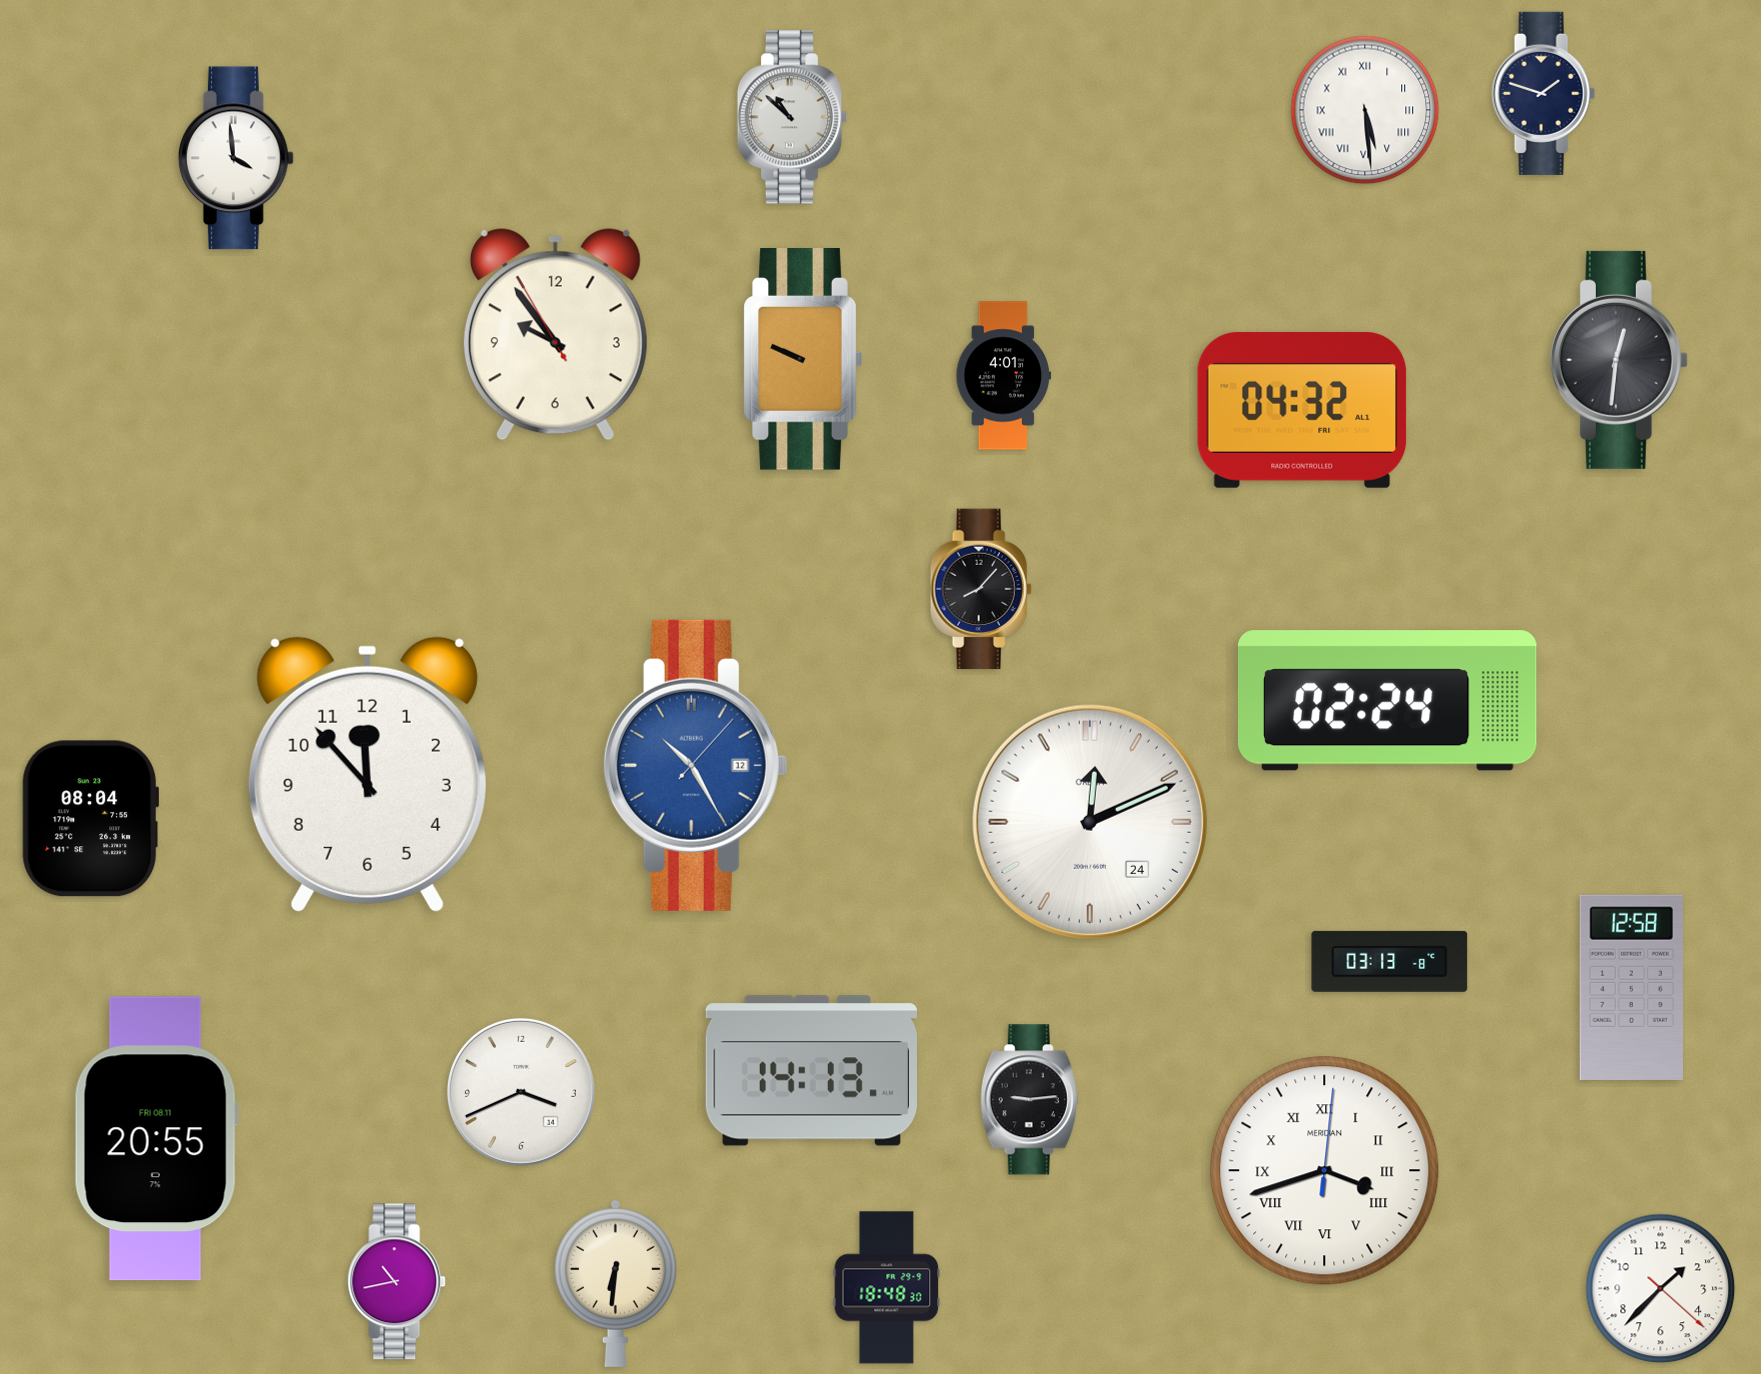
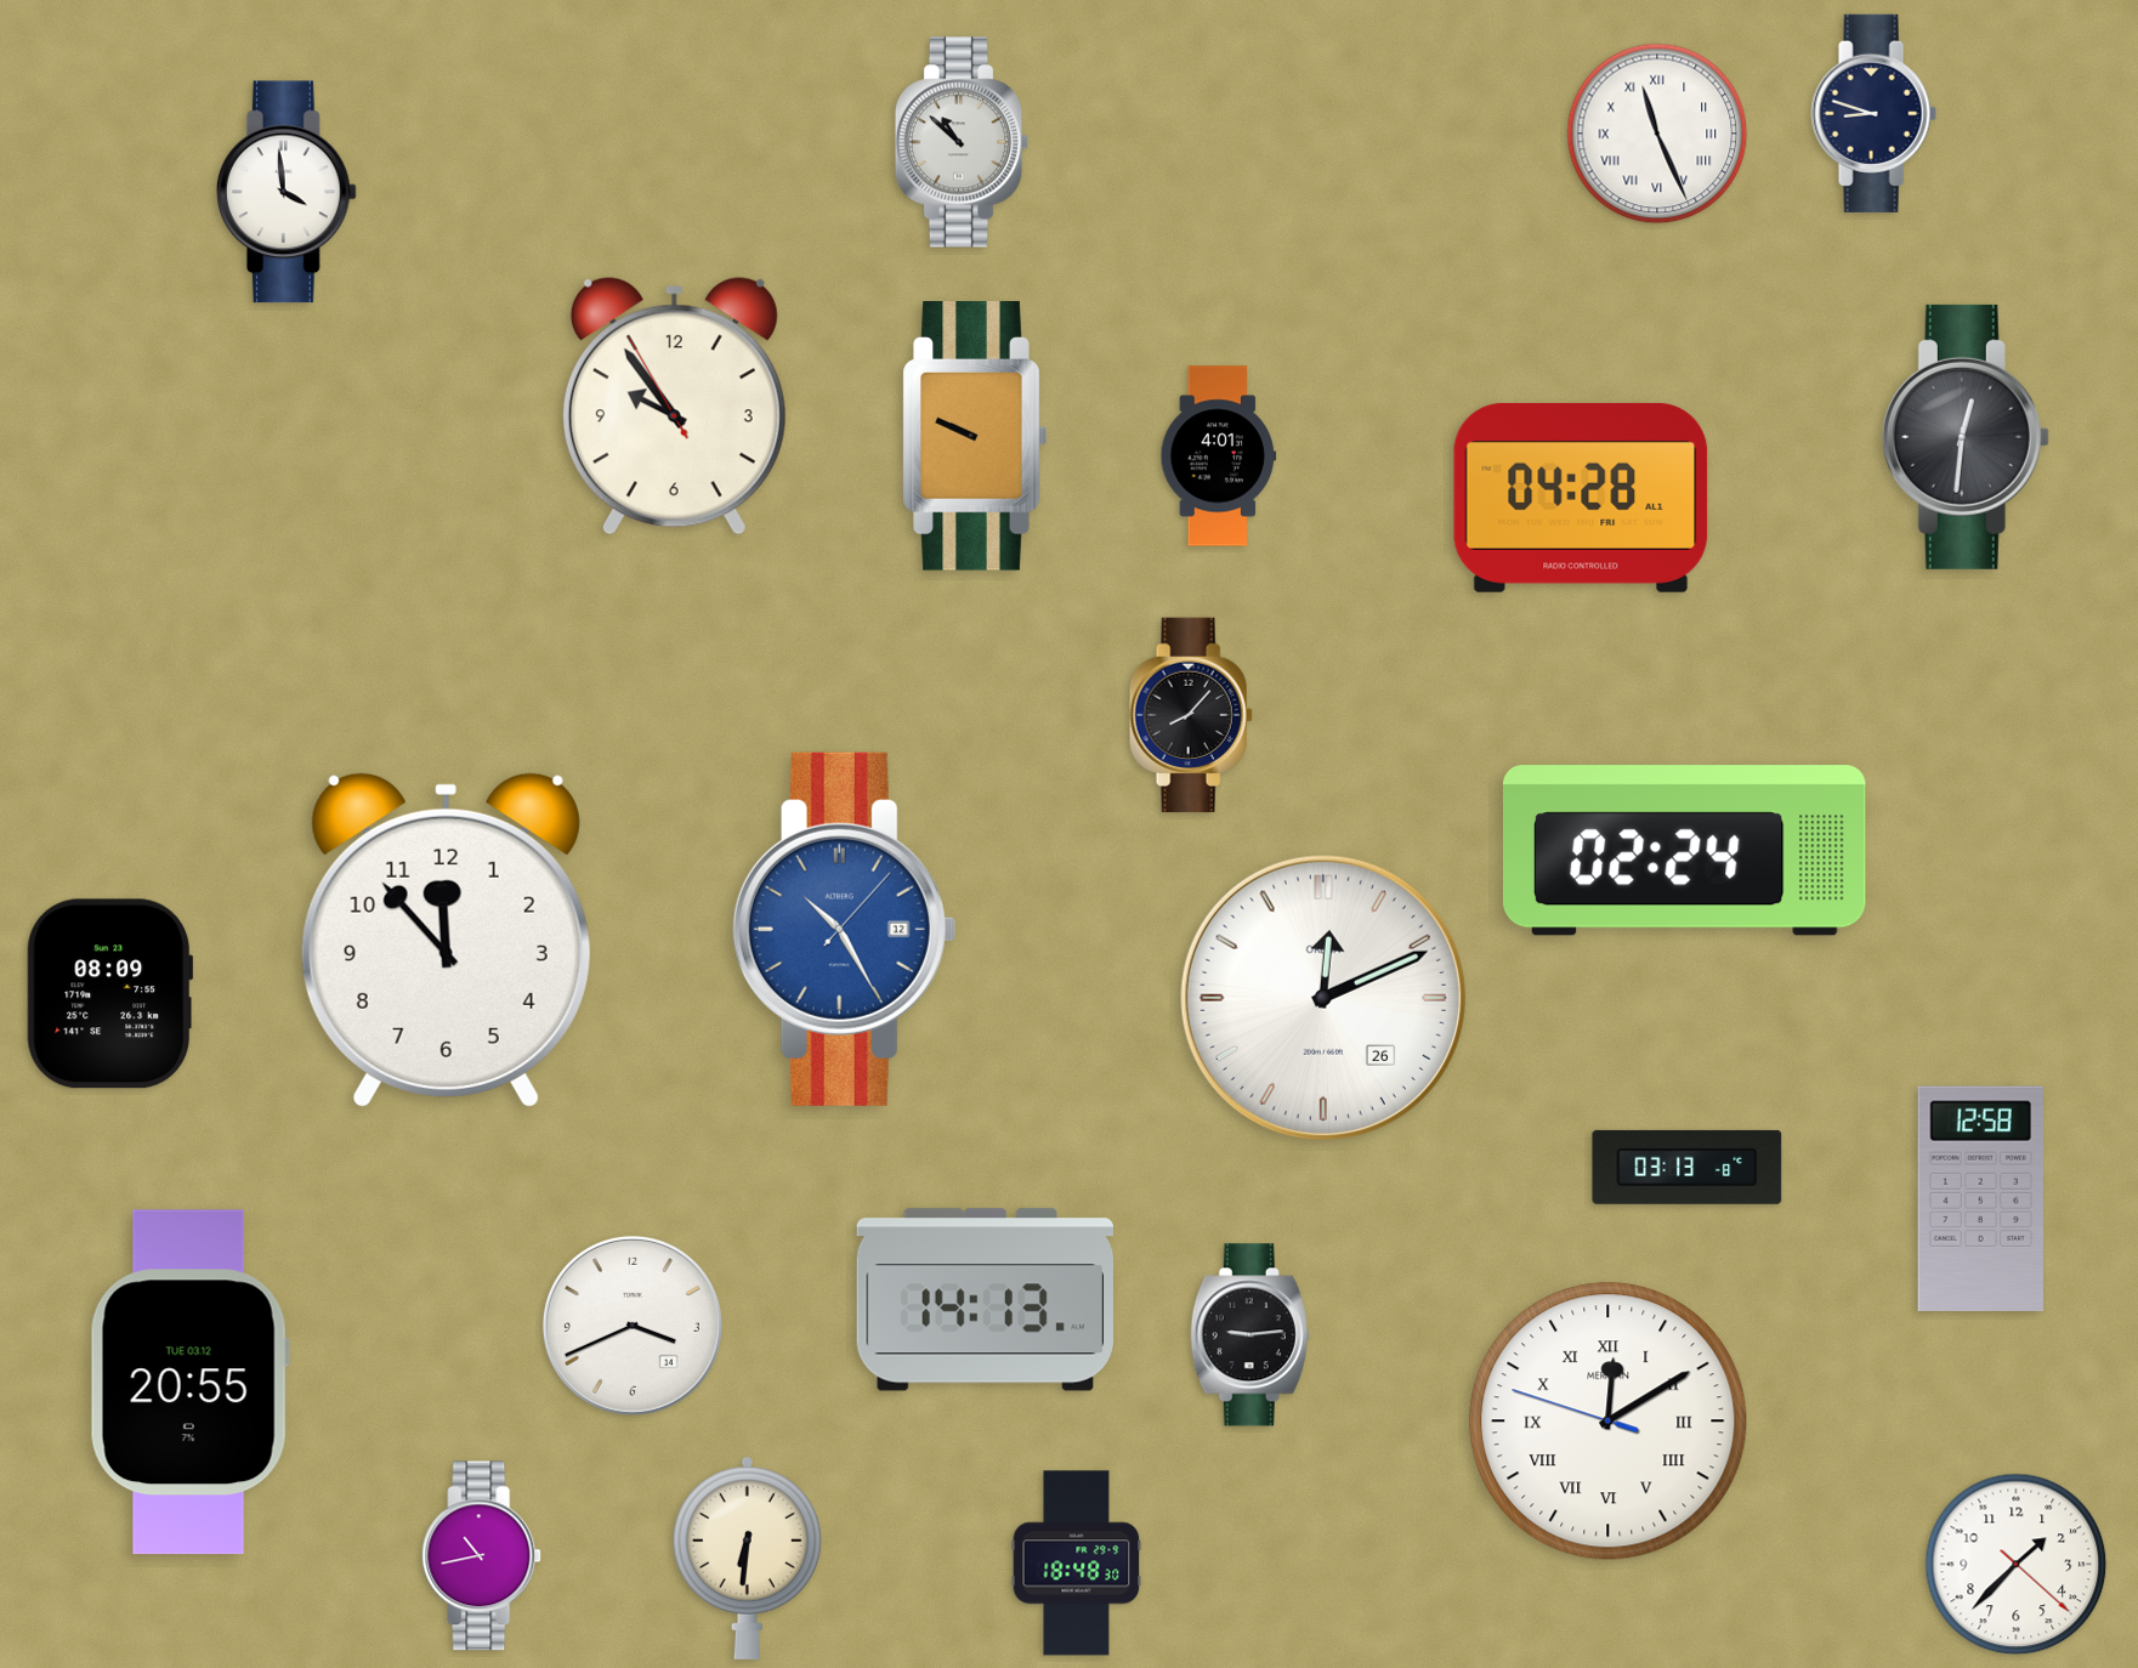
clock at (1543, 93): 1:48 -> 8:48
clock at (1365, 110): 5:29 -> 11:26
clock at (1302, 410): 04:32 -> 04:28
clock at (90, 819): 08:04 -> 08:09
clock at (1090, 822) date: 24 -> 26
clock at (156, 1139) date: FRI 08.11 -> TUE 03.12
clock at (1325, 1171): 3:42 -> 12:09
